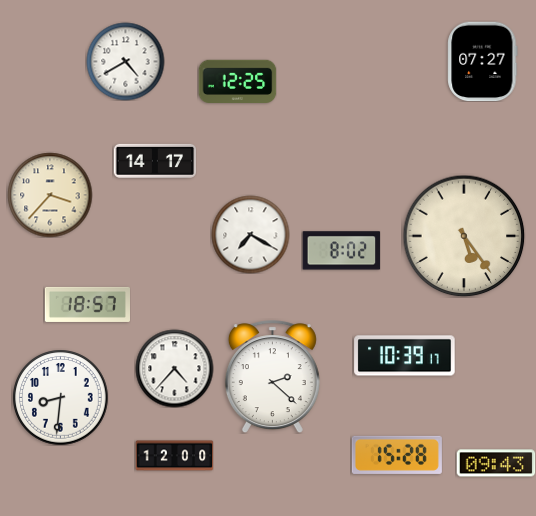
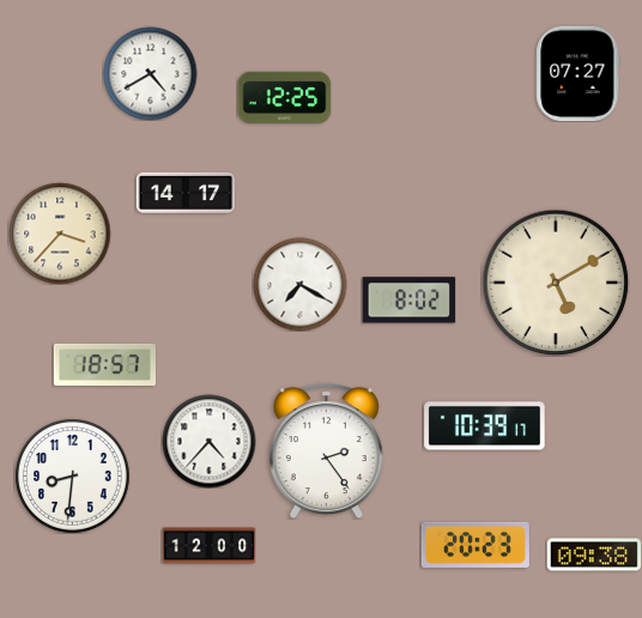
clock at (250, 234) position: (250, 234) -> (299, 284)
clock at (464, 236): 5:24 -> 5:10
clock at (272, 377): 2:22 -> 2:24
clock at (397, 455): 15:28 -> 20:23
clock at (496, 463): 09:43 -> 09:38
